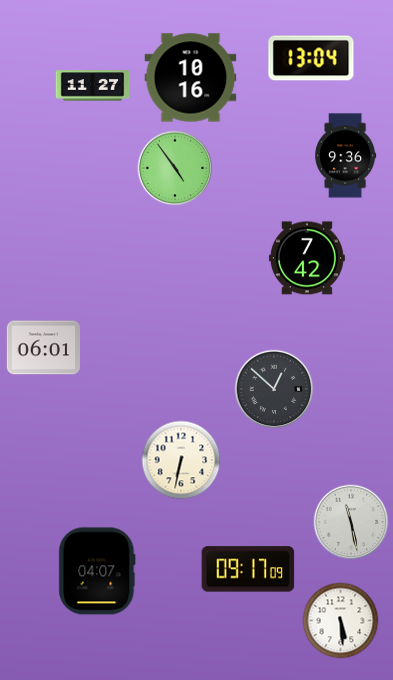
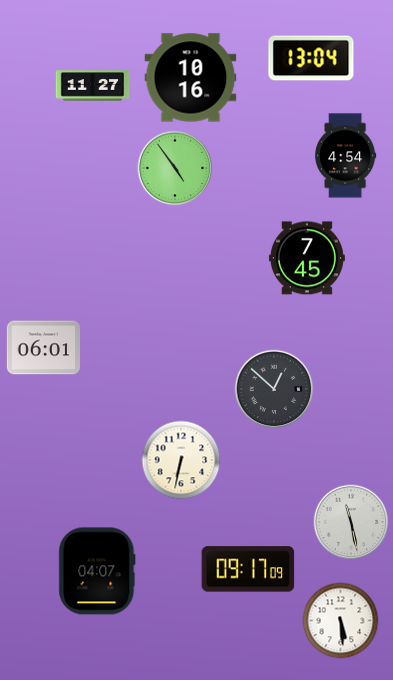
clock at (346, 156): 9:36 -> 4:54
clock at (307, 258): 7:42 -> 7:45
